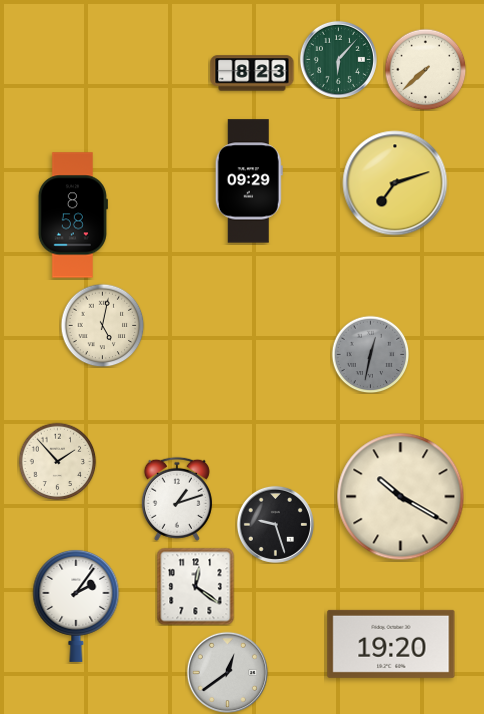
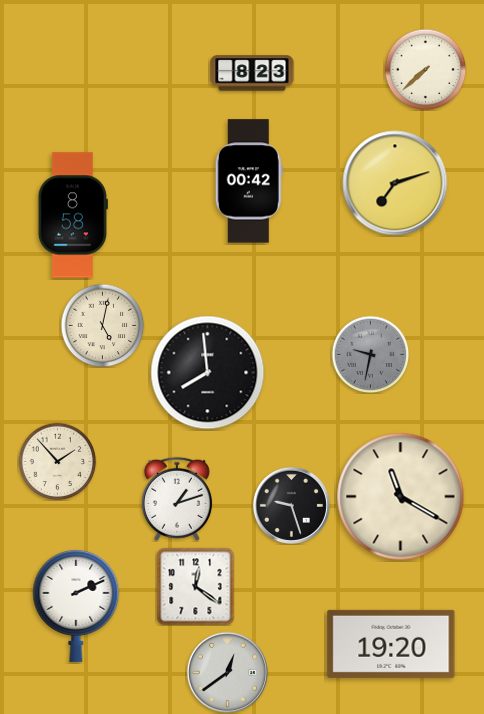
clock at (338, 59): 6:07 -> none
clock at (249, 181): 09:29 -> 00:42
clock at (370, 354): 12:32 -> 9:32
clock at (208, 373): none -> 7:59
clock at (401, 497): 10:20 -> 11:20
clock at (275, 524) position: (275, 524) -> (291, 505)
clock at (76, 605): 2:06 -> 2:11
